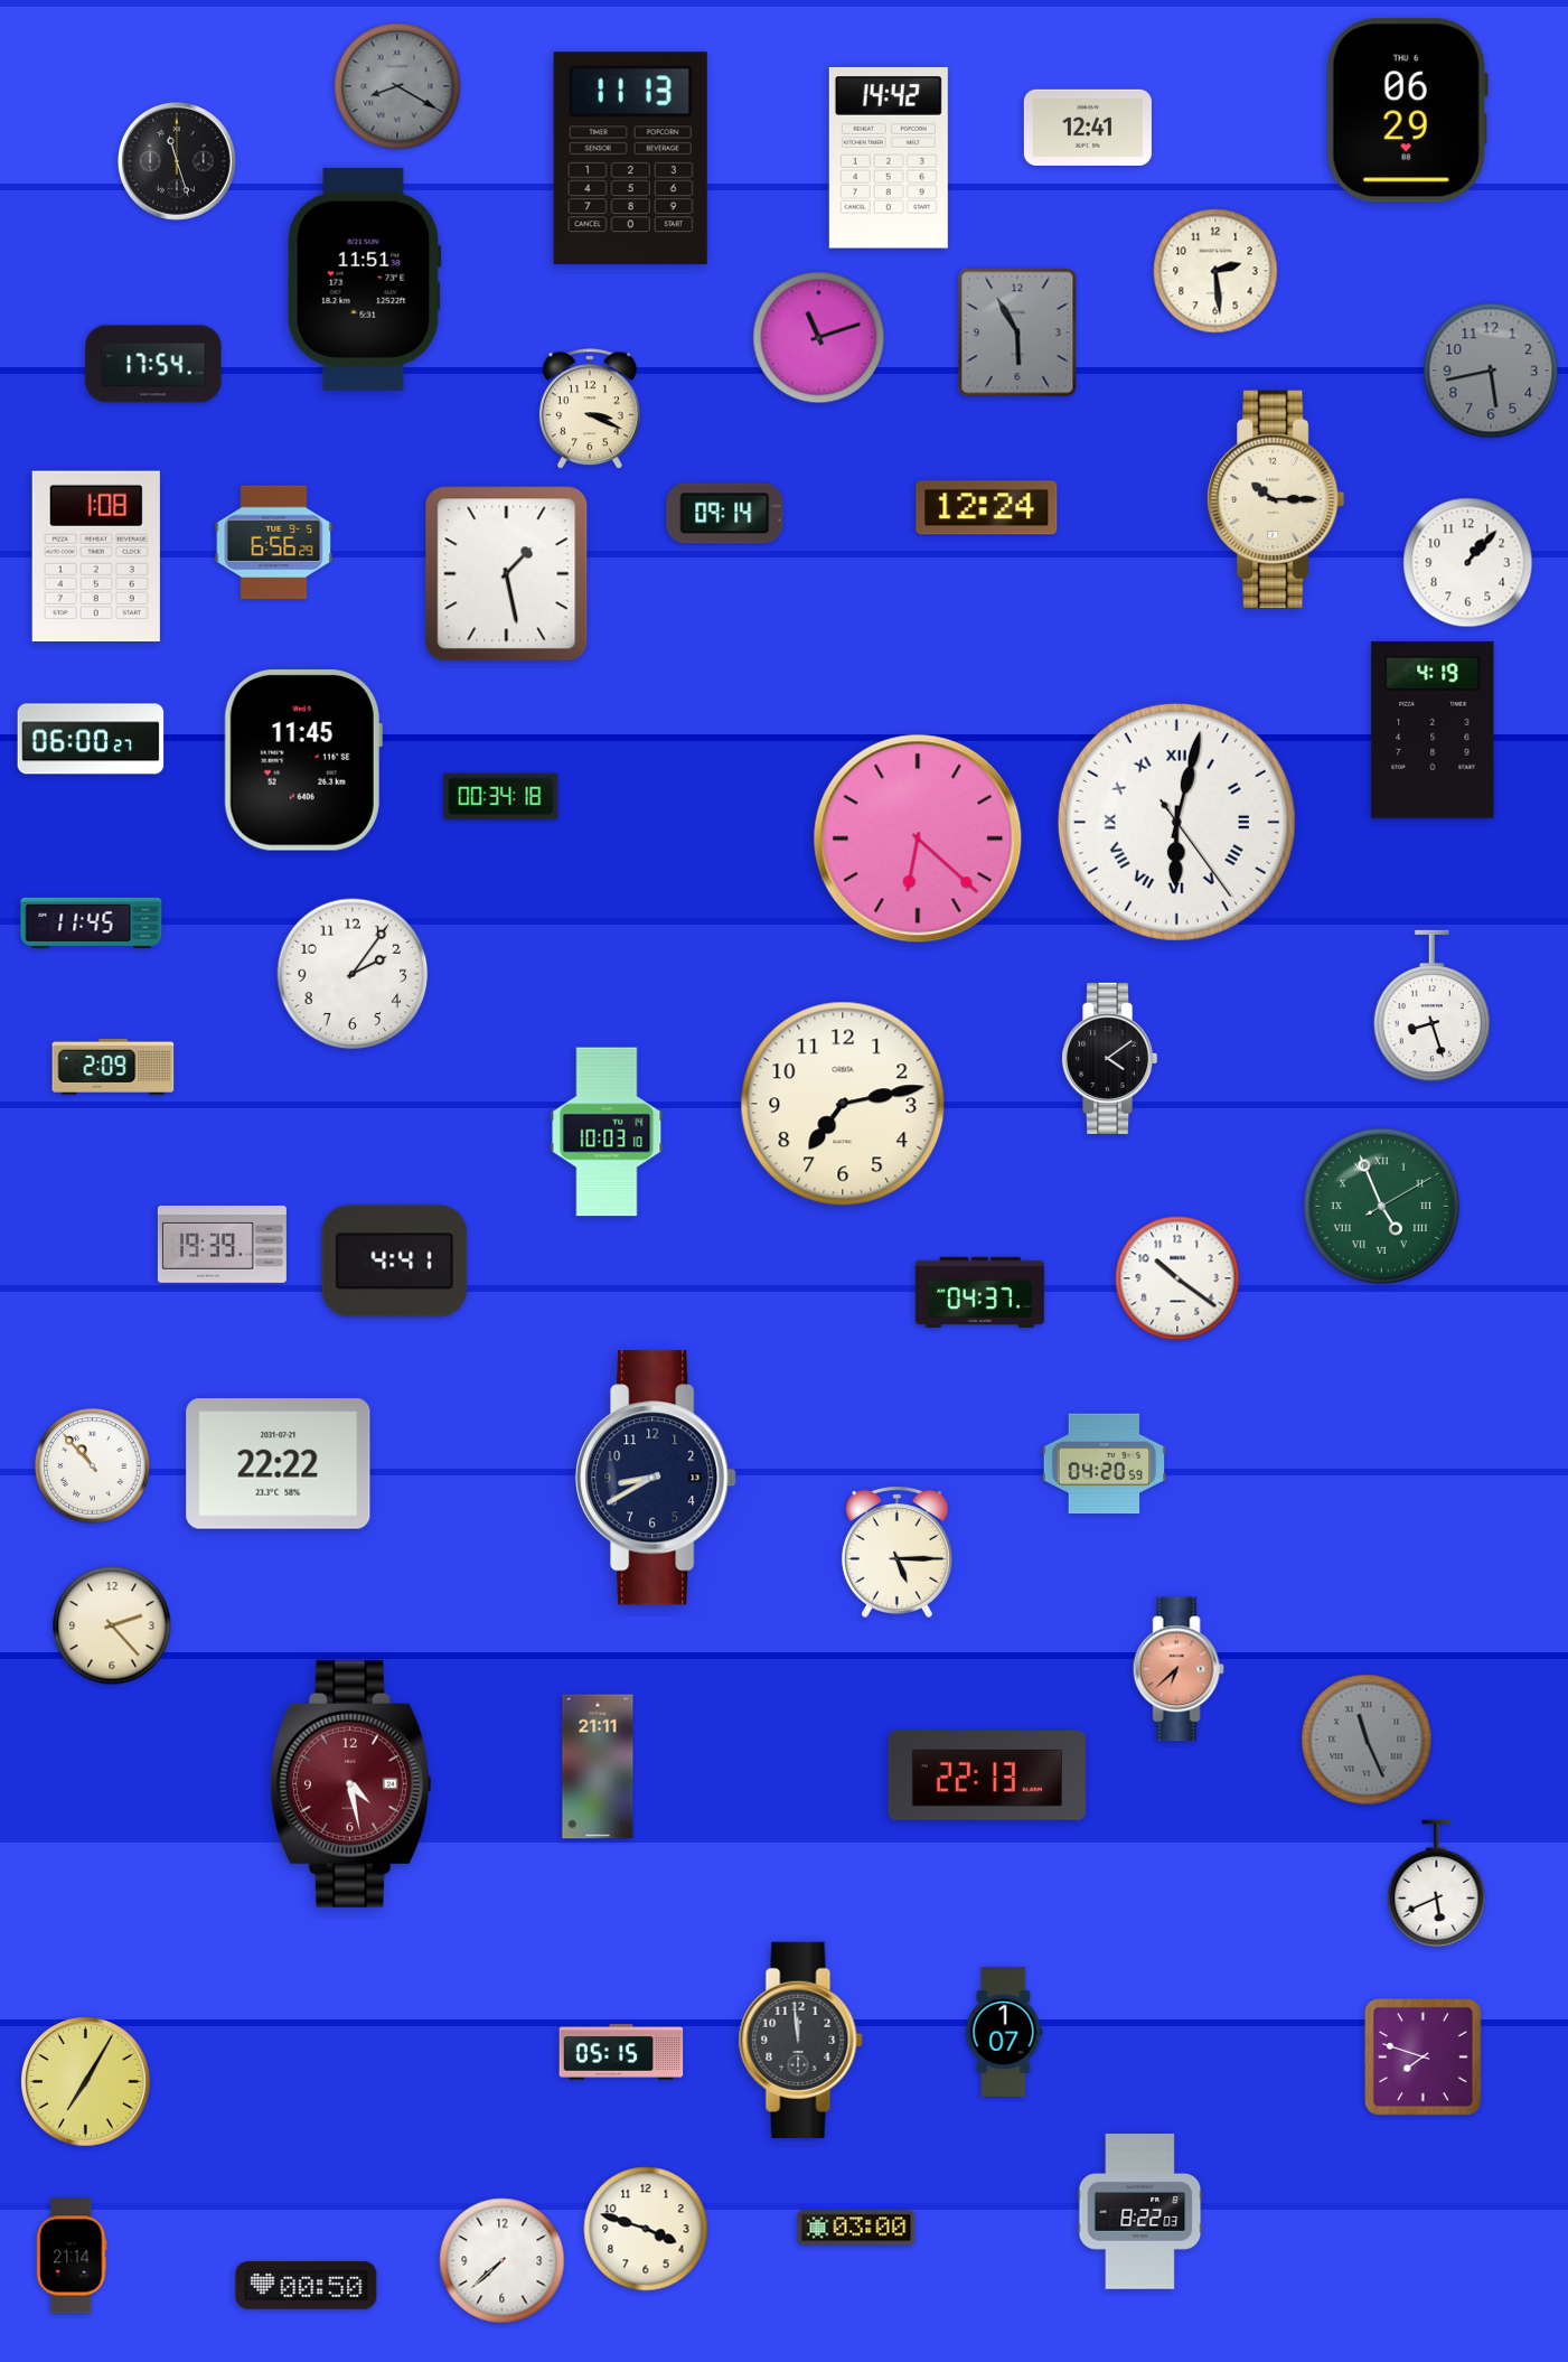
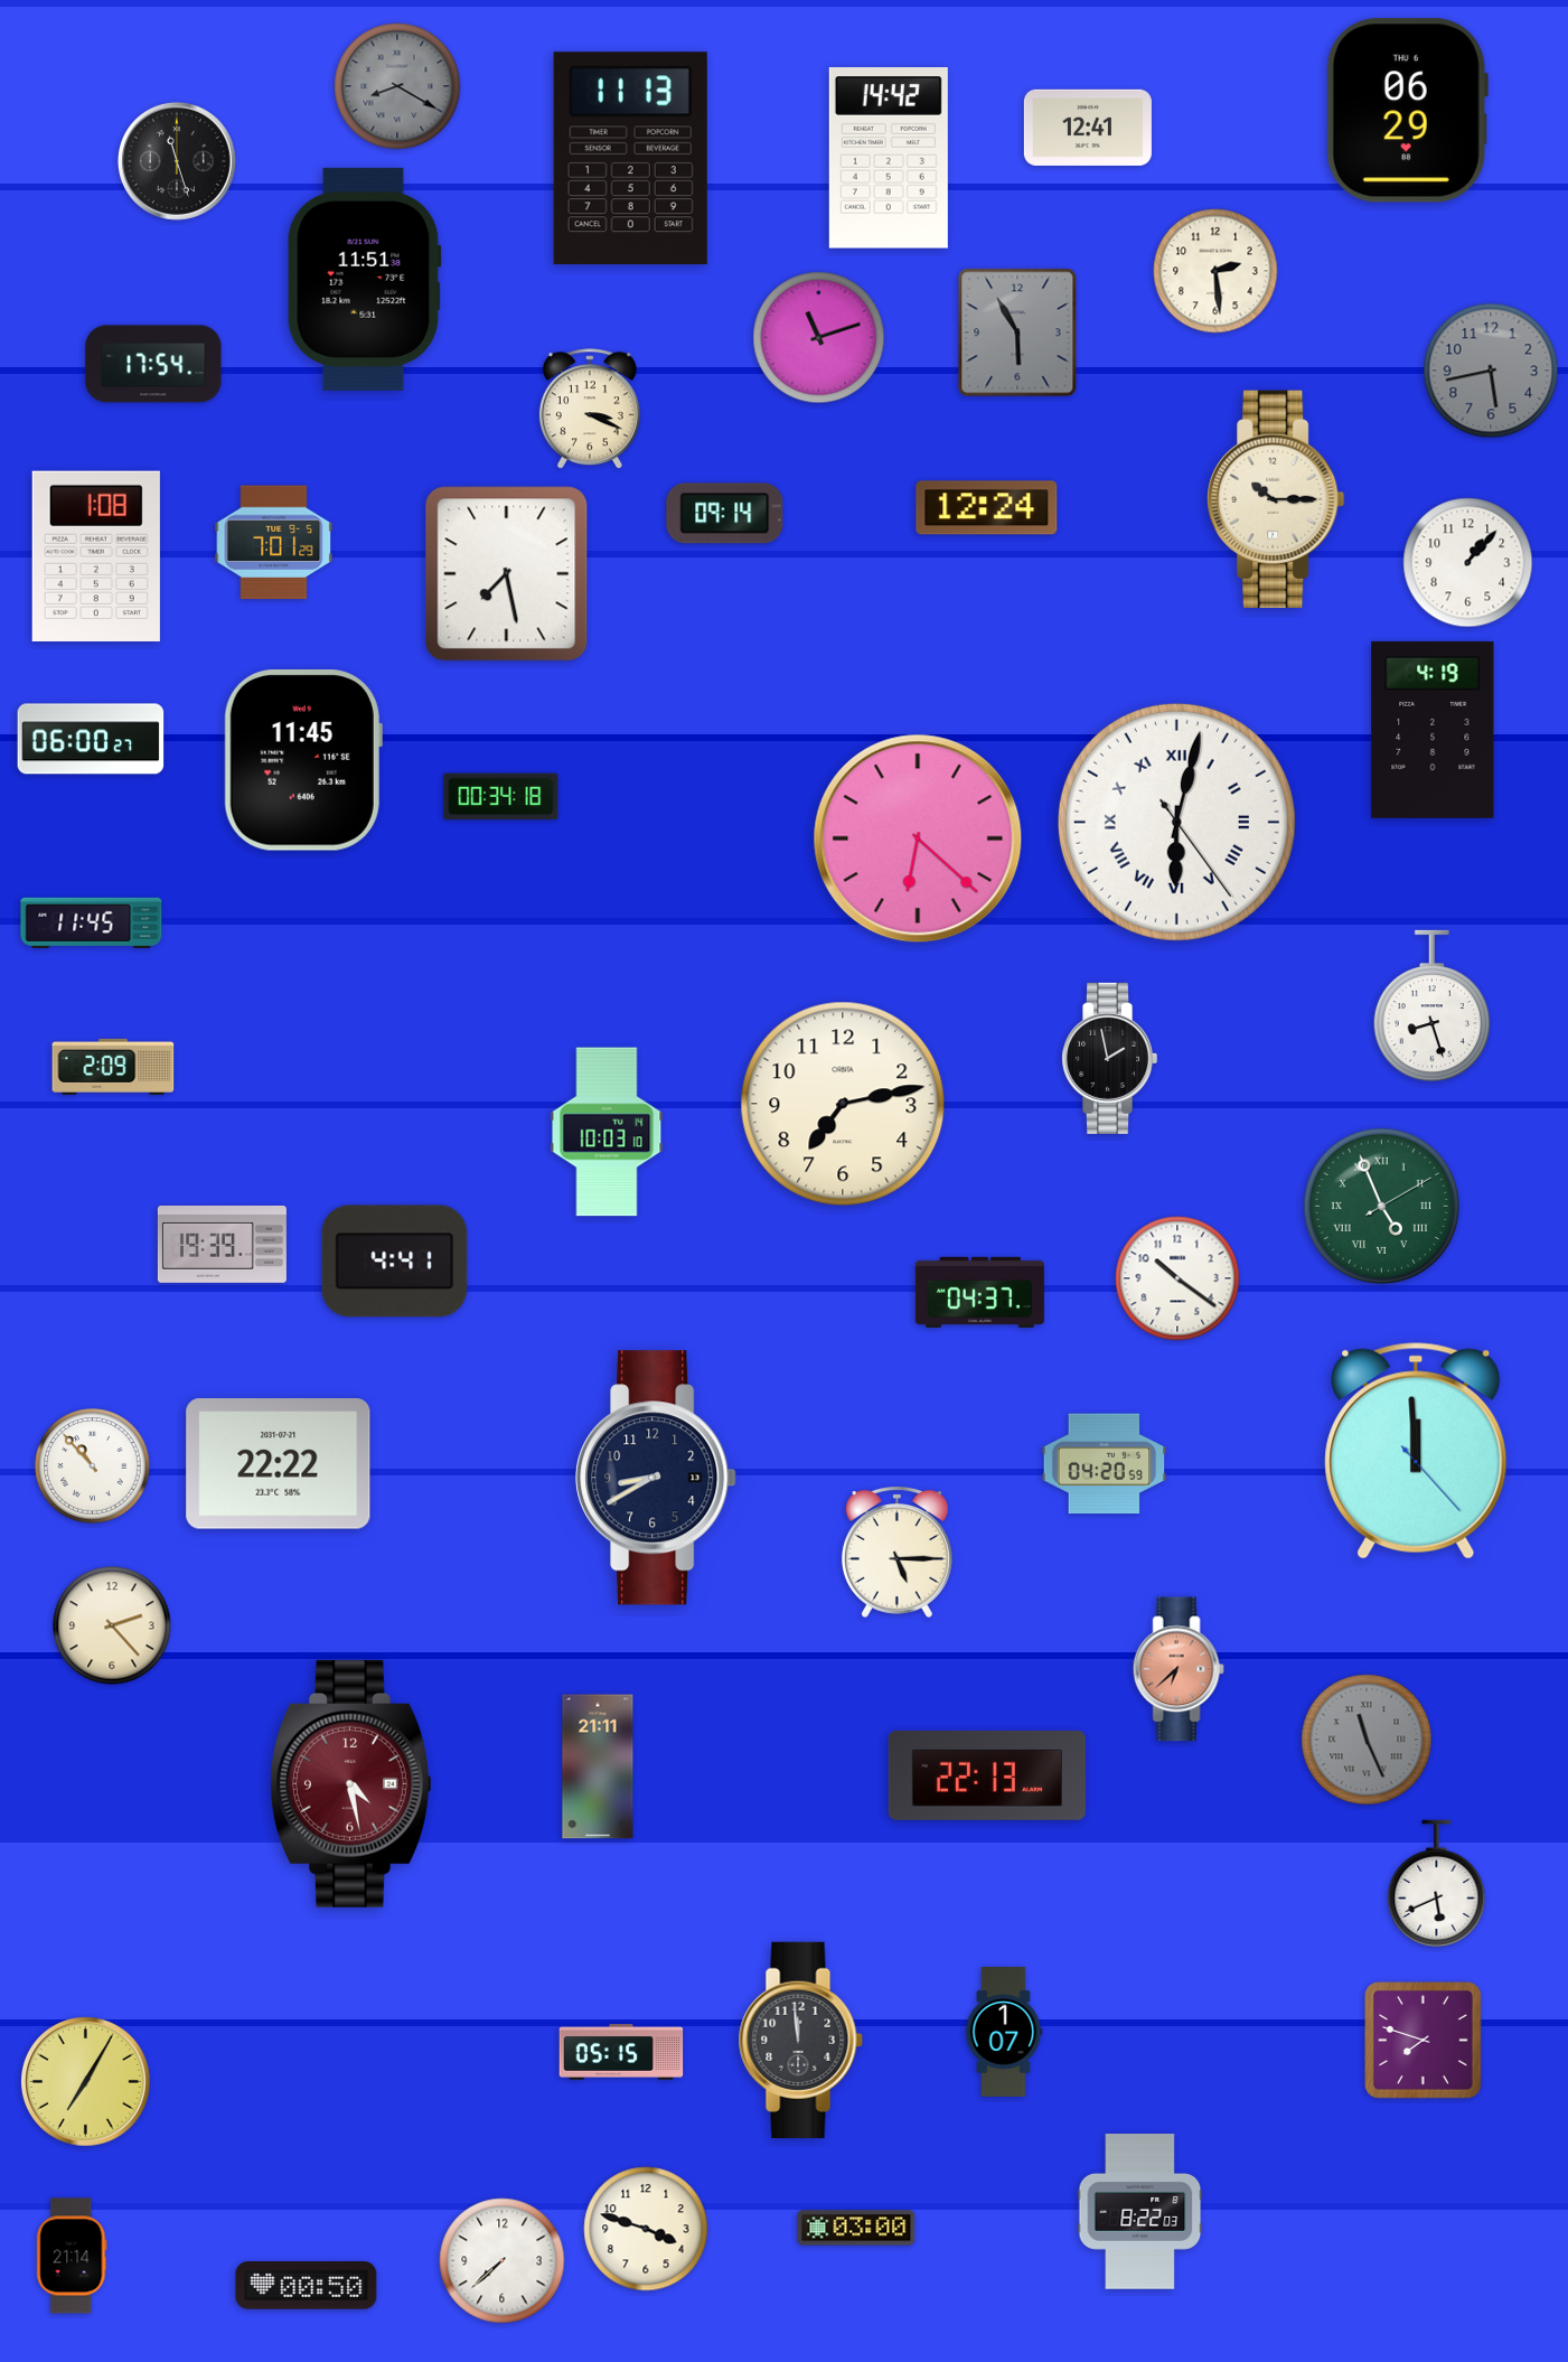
clock at (274, 543): 6:56 -> 7:01
clock at (507, 574): 1:28 -> 7:28
clock at (353, 974): 2:06 -> none
clock at (1110, 1058): 4:09 -> 1:58
clock at (1416, 1451): none -> 11:59
clock at (1424, 2058) position: (1424, 2058) -> (1424, 2041)
